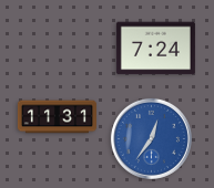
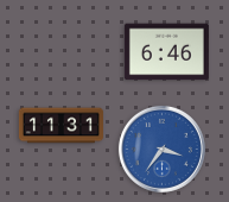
clock at (155, 49): 7:24 -> 6:46
clock at (151, 138): 12:36 -> 3:36
